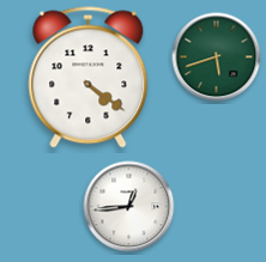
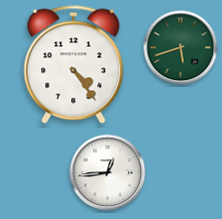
clock at (89, 78): 4:21 -> 4:24
